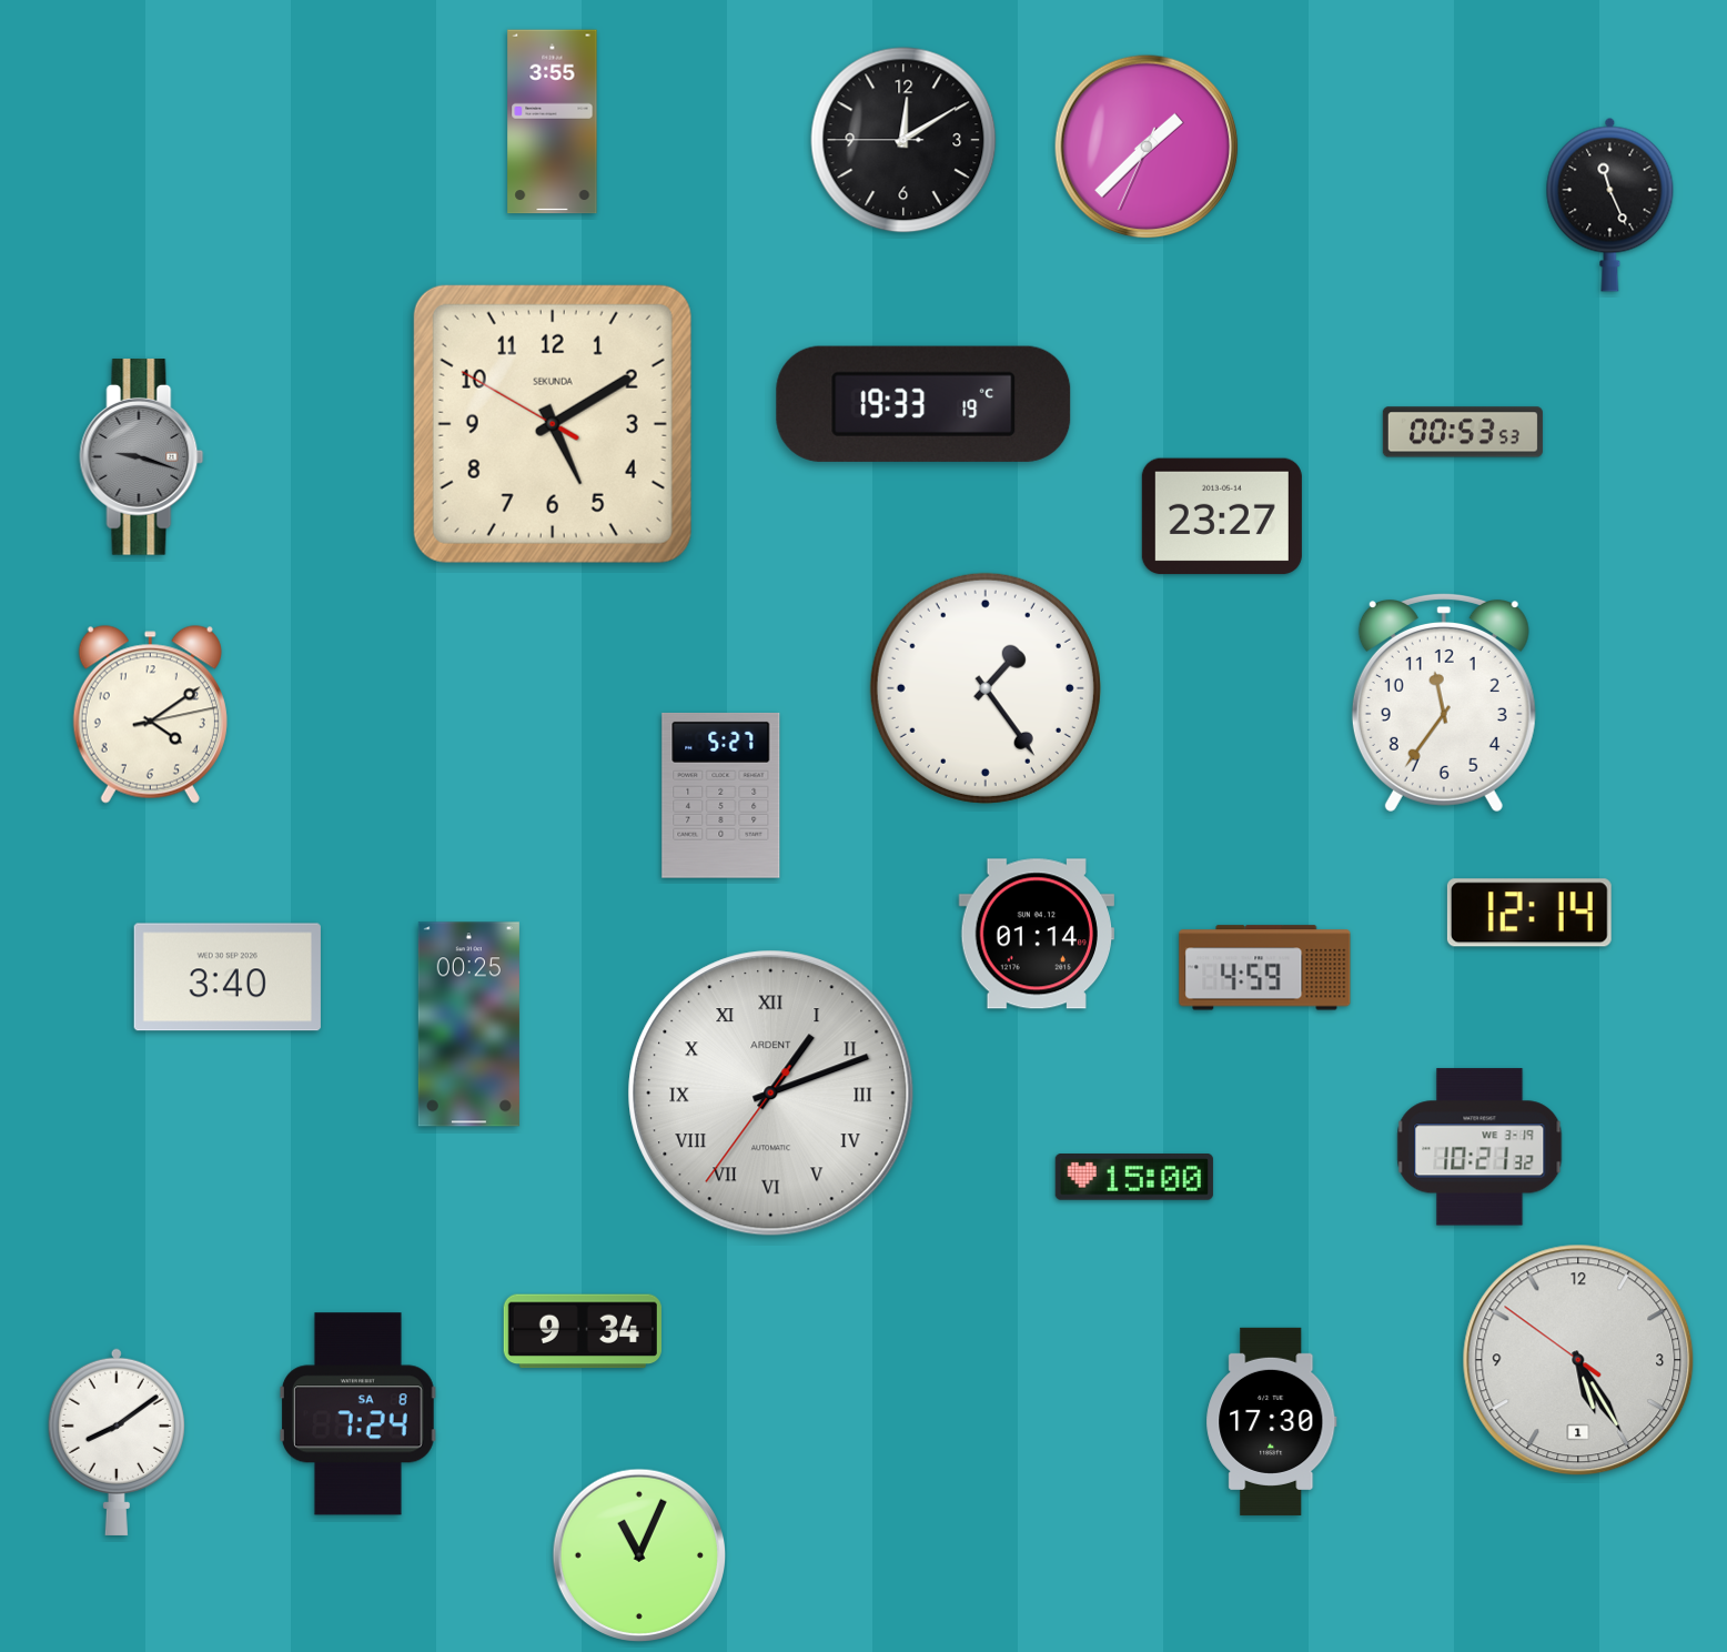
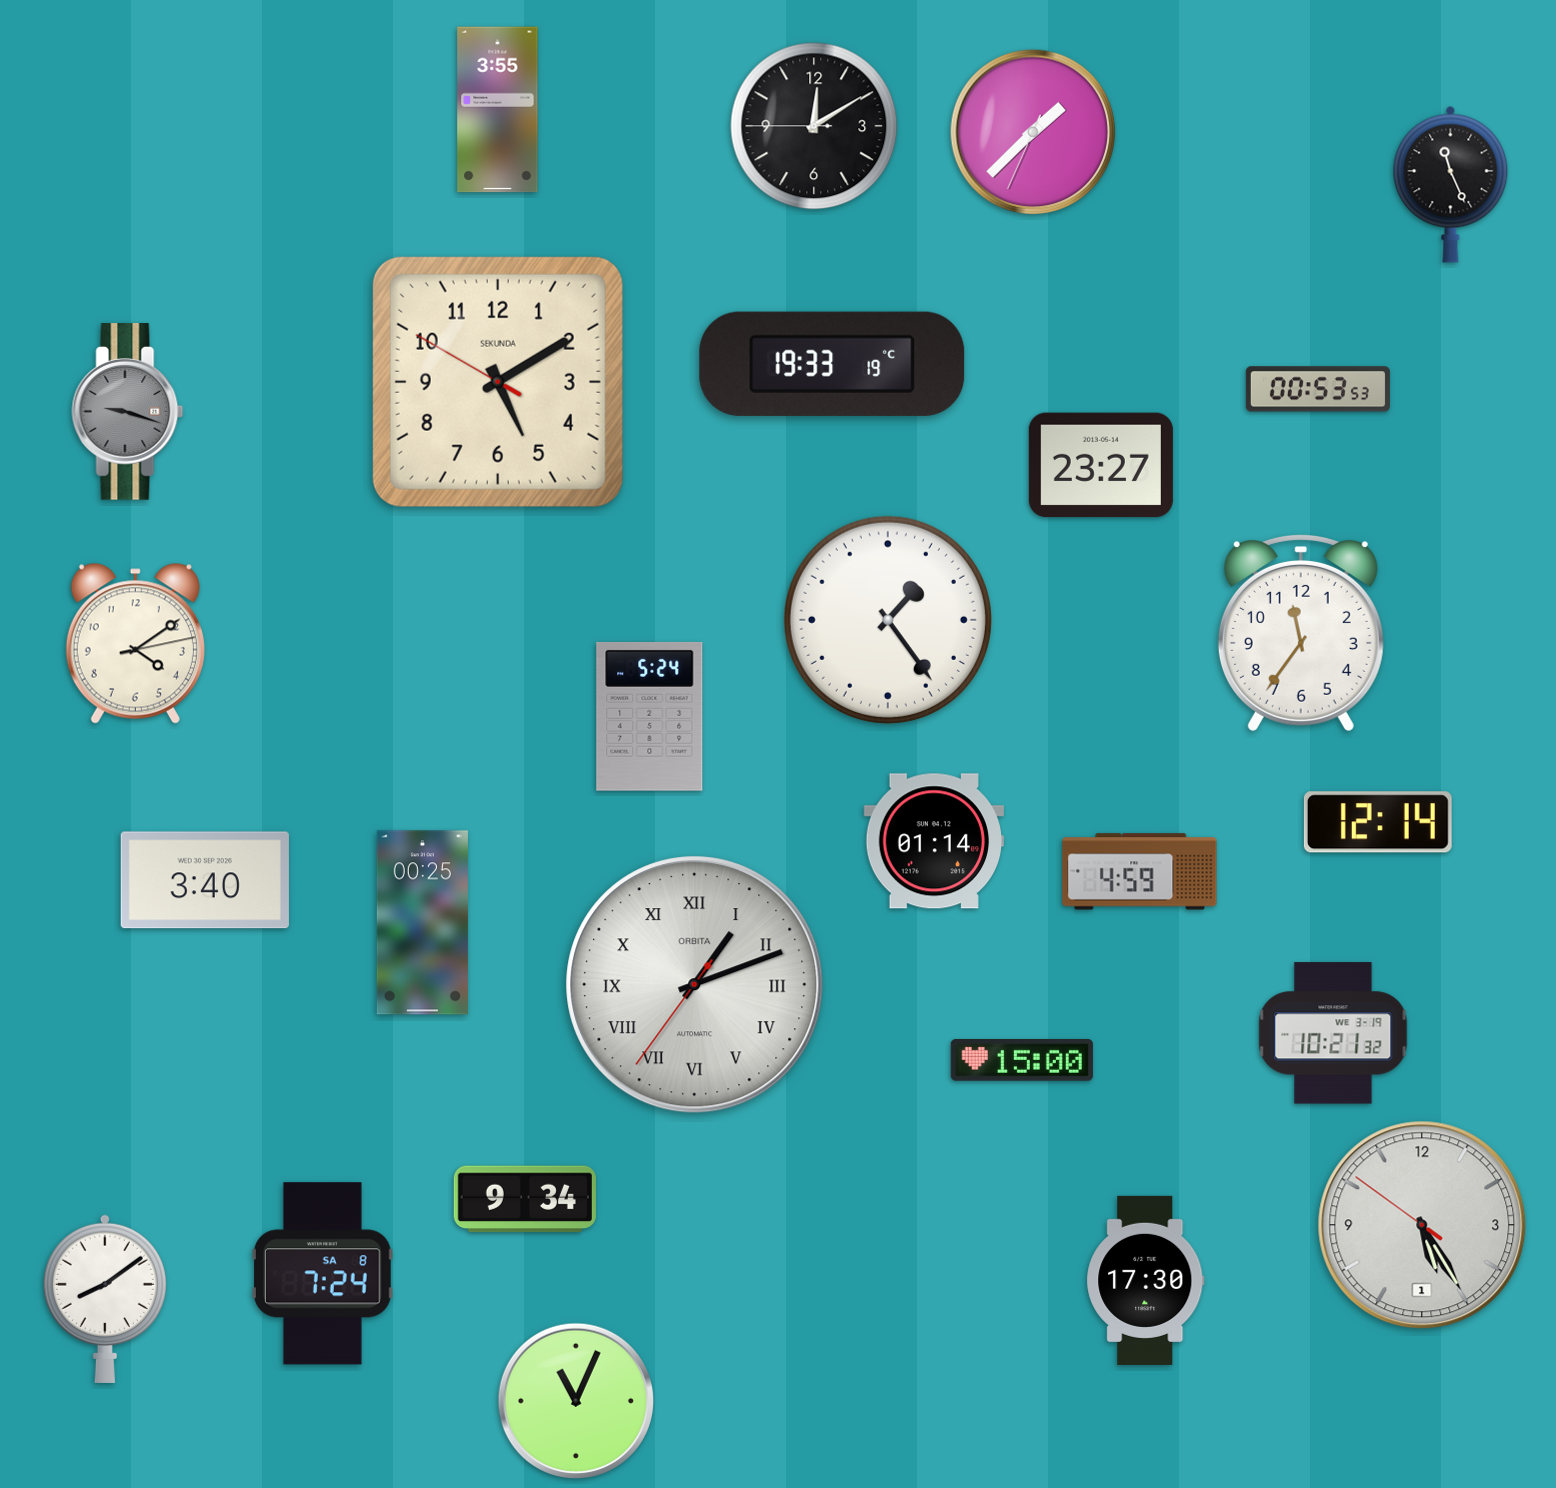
clock at (721, 795): 5:27 -> 5:24
clock at (771, 1094) brand: ARDENT -> ORBITA
